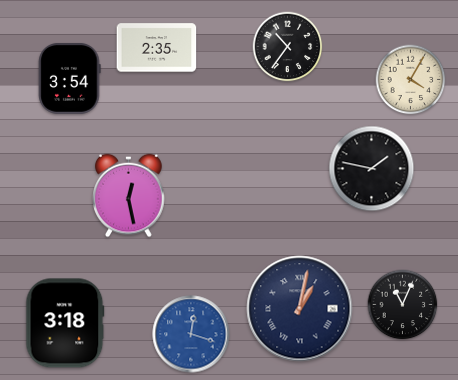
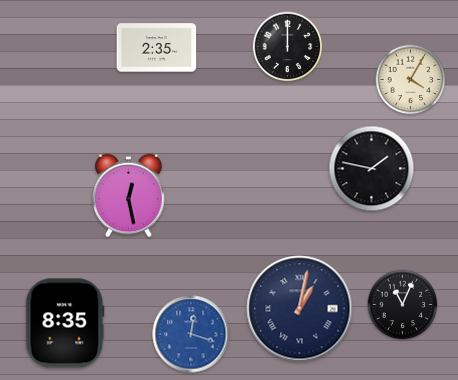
clock at (288, 47): 10:36 -> 12:00
clock at (70, 78): 3:54 -> none
clock at (65, 323): 3:18 -> 8:35
